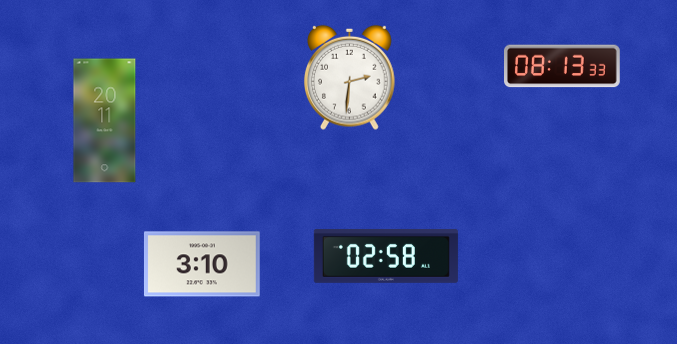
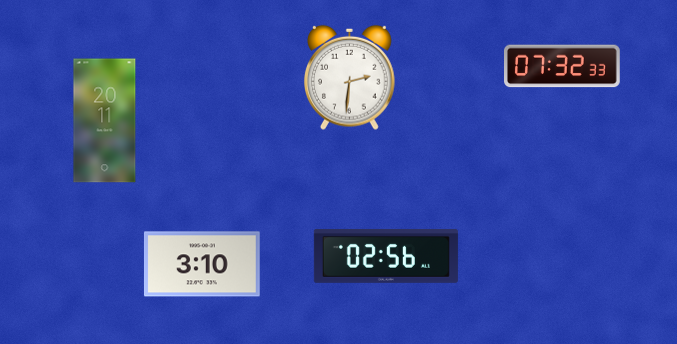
clock at (563, 66): 08:13 -> 07:32
clock at (386, 256): 02:58 -> 02:56
